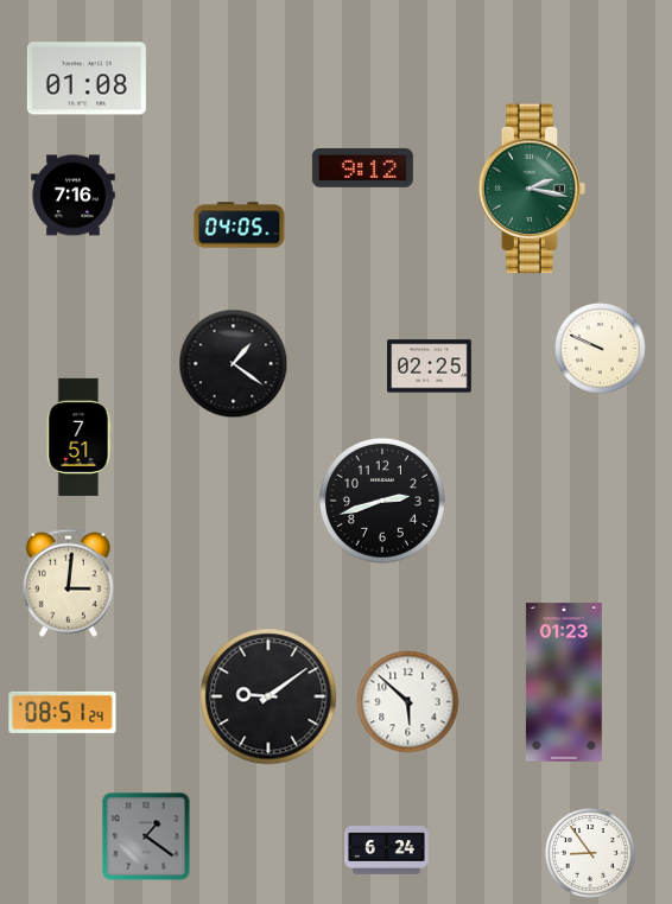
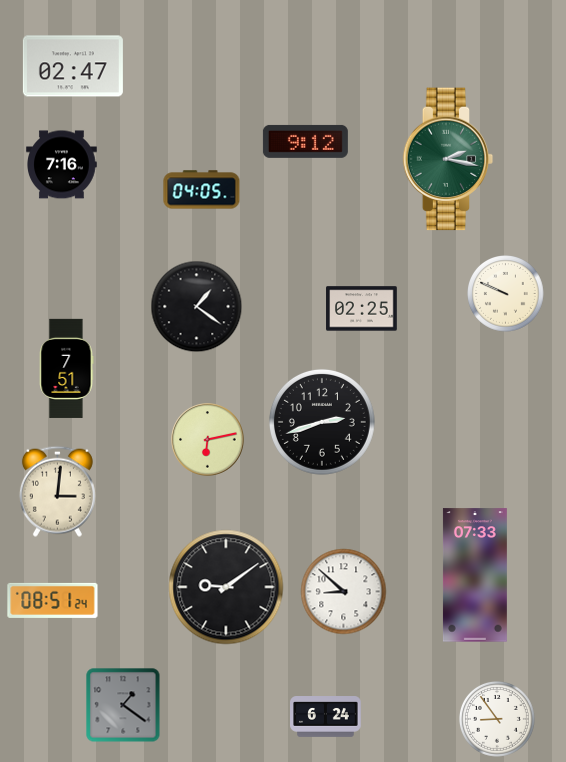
clock at (87, 78): 01:08 -> 02:47
clock at (208, 440): none -> 6:13
clock at (564, 682): 01:23 -> 07:33
clock at (408, 702): 5:52 -> 8:52
